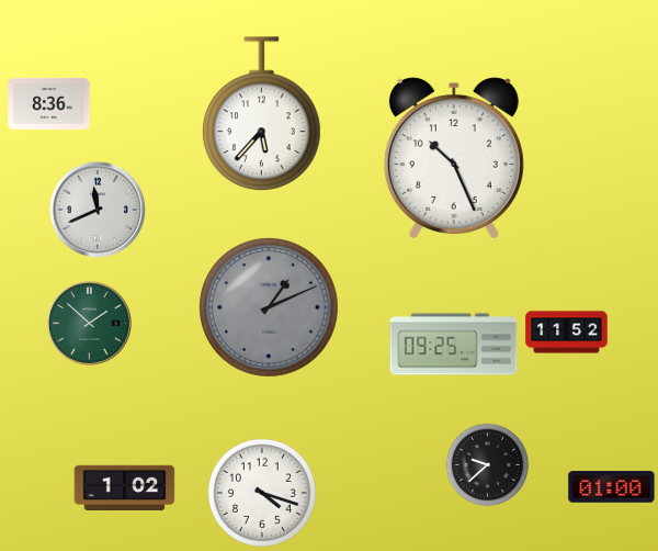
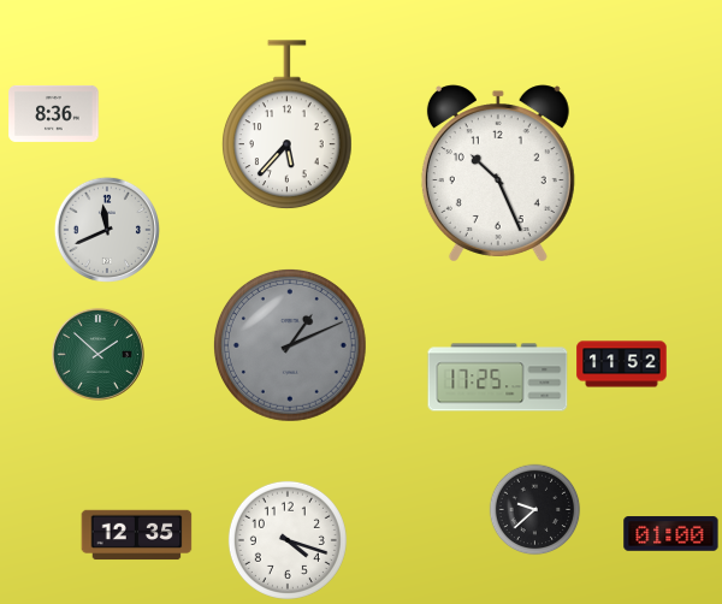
clock at (269, 307) position: (269, 307) -> (290, 345)
clock at (454, 345): 09:25 -> 17:25
clock at (125, 488): 1:02 -> 12:35
